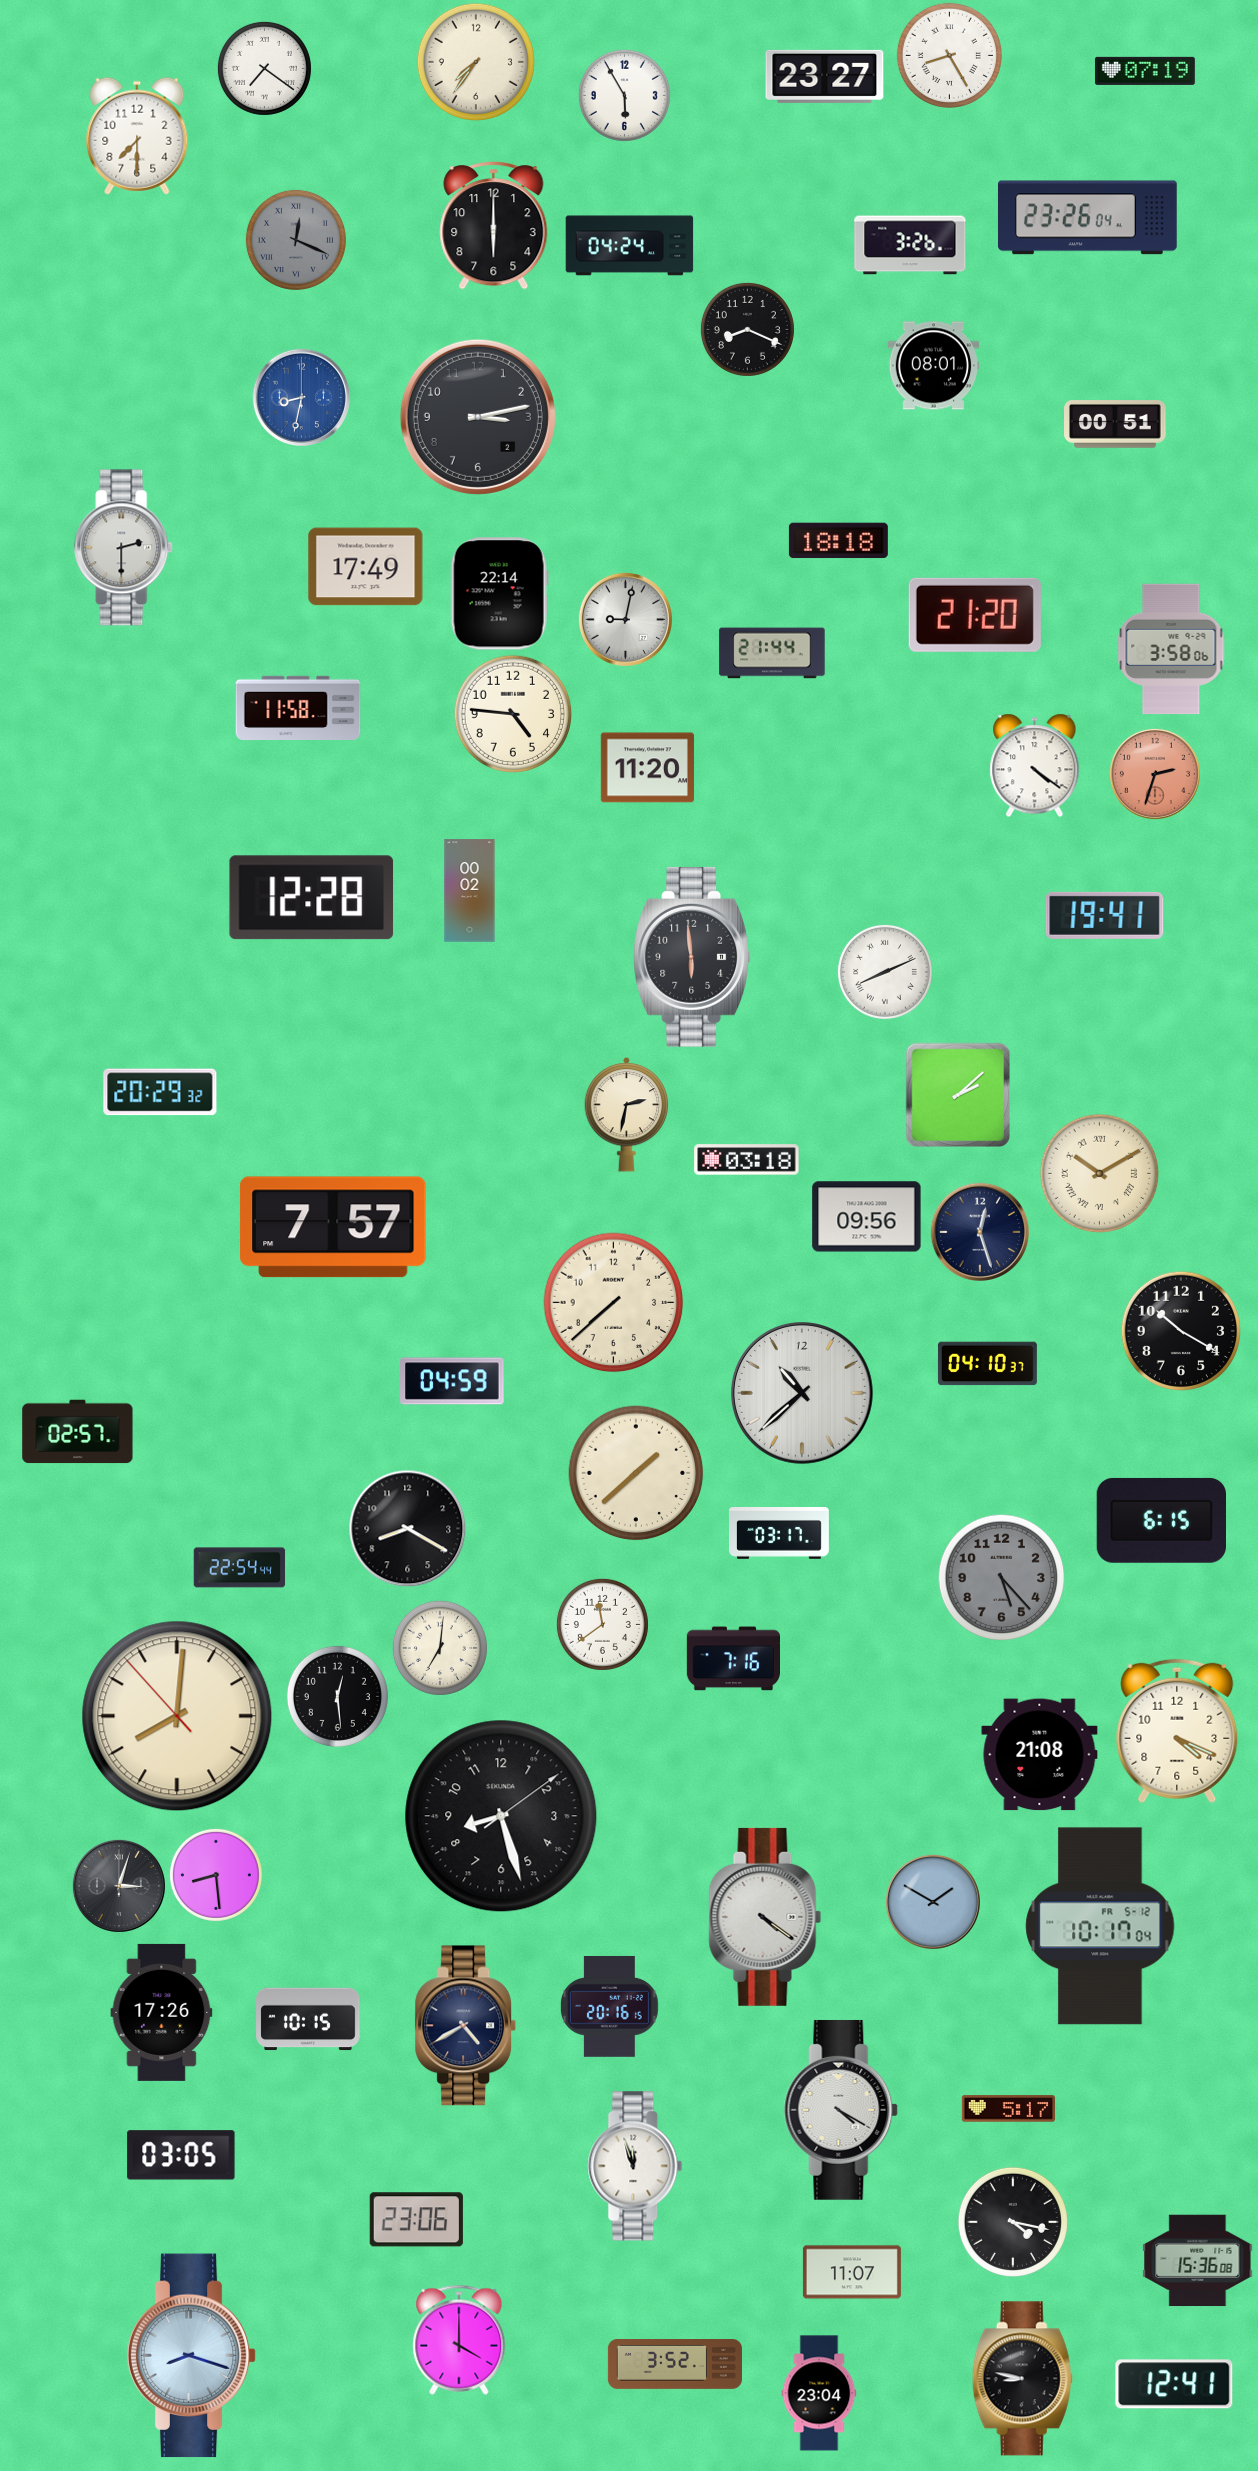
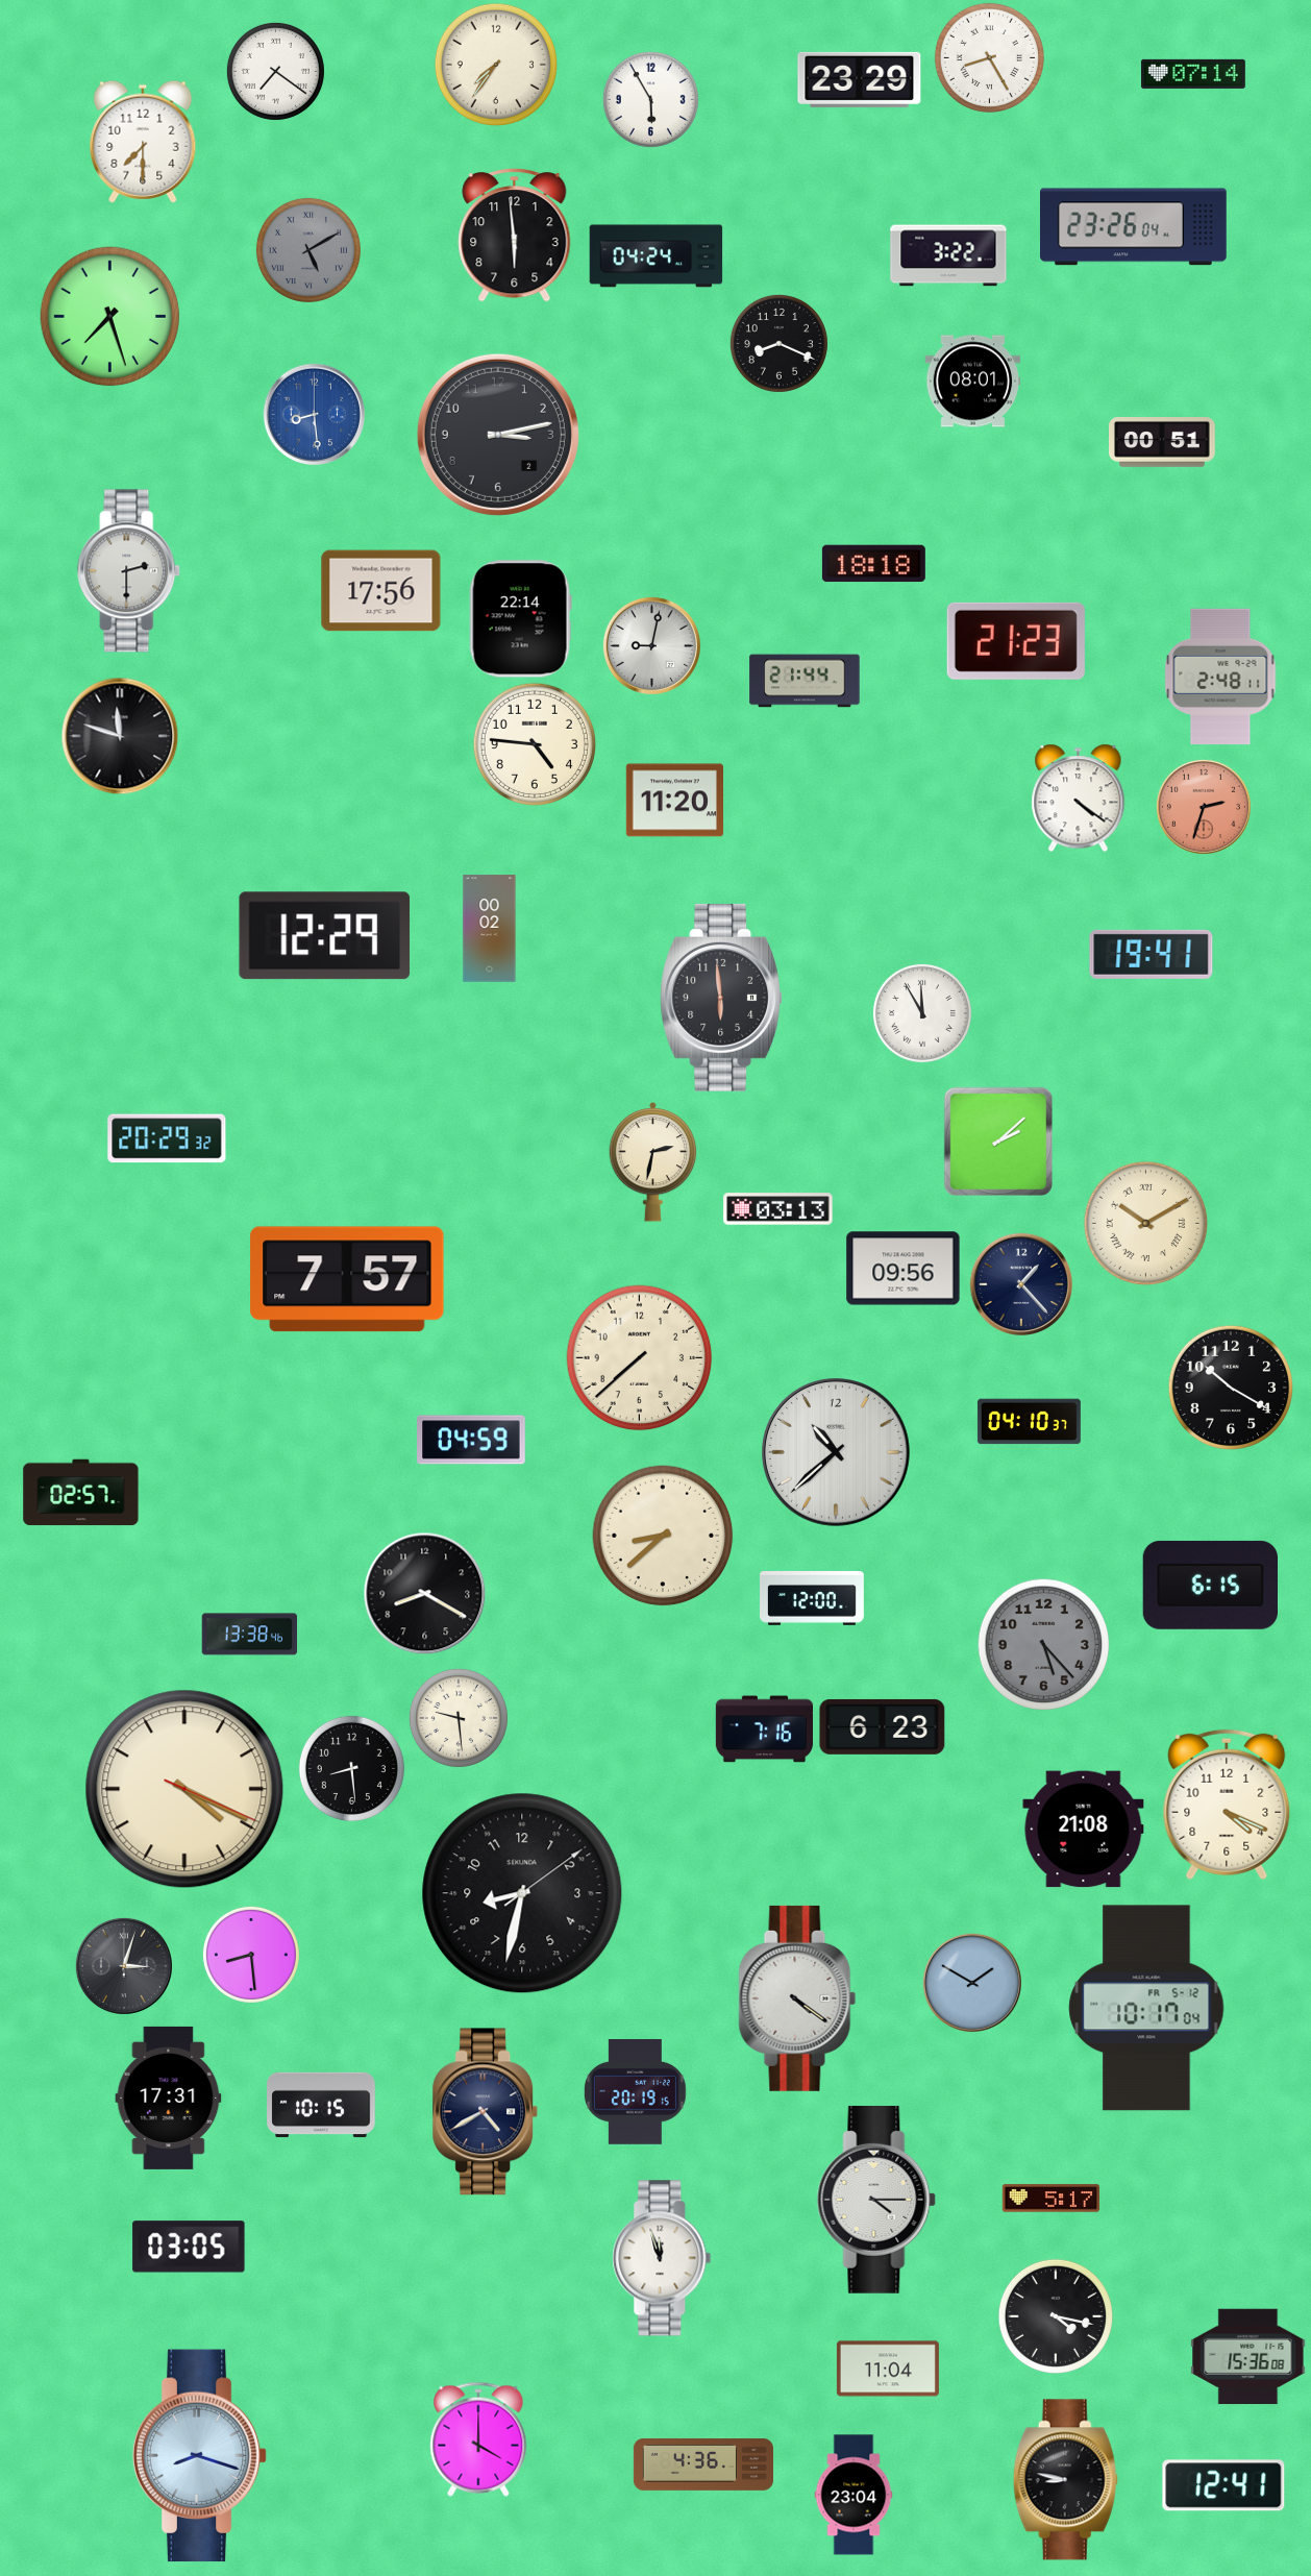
clock at (1145, 71): 07:19 -> 07:14
clock at (825, 76): 23:27 -> 23:29
clock at (494, 226): 6:00 -> 5:59
clock at (296, 240): 12:19 -> 5:10
clock at (910, 245): 3:26 -> 3:22
clock at (110, 317): none -> 7:27
clock at (301, 397): 8:32 -> 8:29
clock at (366, 567): 17:49 -> 17:56
clock at (975, 615): 21:20 -> 21:23
clock at (1171, 649): 3:58 -> 2:48
clock at (120, 736): none -> 11:48
clock at (298, 708): 11:58 -> none
clock at (312, 898): 12:28 -> 12:29
clock at (885, 972): 8:11 -> 11:55
clock at (747, 1160): 03:18 -> 03:13
clock at (979, 1231): 12:27 -> 1:23
clock at (636, 1473): 1:38 -> 8:38
clock at (780, 1534): 03:17 -> 12:00
clock at (240, 1568): 22:54 -> 13:38
clock at (602, 1624): 11:39 -> none
clock at (440, 1648): 7:01 -> 9:29
clock at (883, 1726): none -> 6:23
clock at (337, 1696): 12:29 -> 8:29
clock at (177, 1716): 8:00 -> 4:19
clock at (501, 1816): 8:27 -> 8:32
clock at (216, 1875) position: (216, 1875) -> (251, 1955)
clock at (610, 2007): 20:16 -> 20:19
clock at (162, 2012): 17:26 -> 17:31
clock at (841, 2110): 4:20 -> 4:15
clock at (416, 2220): 23:06 -> none
clock at (852, 2272): 11:07 -> 11:04
clock at (675, 2365): 3:52 -> 4:36
